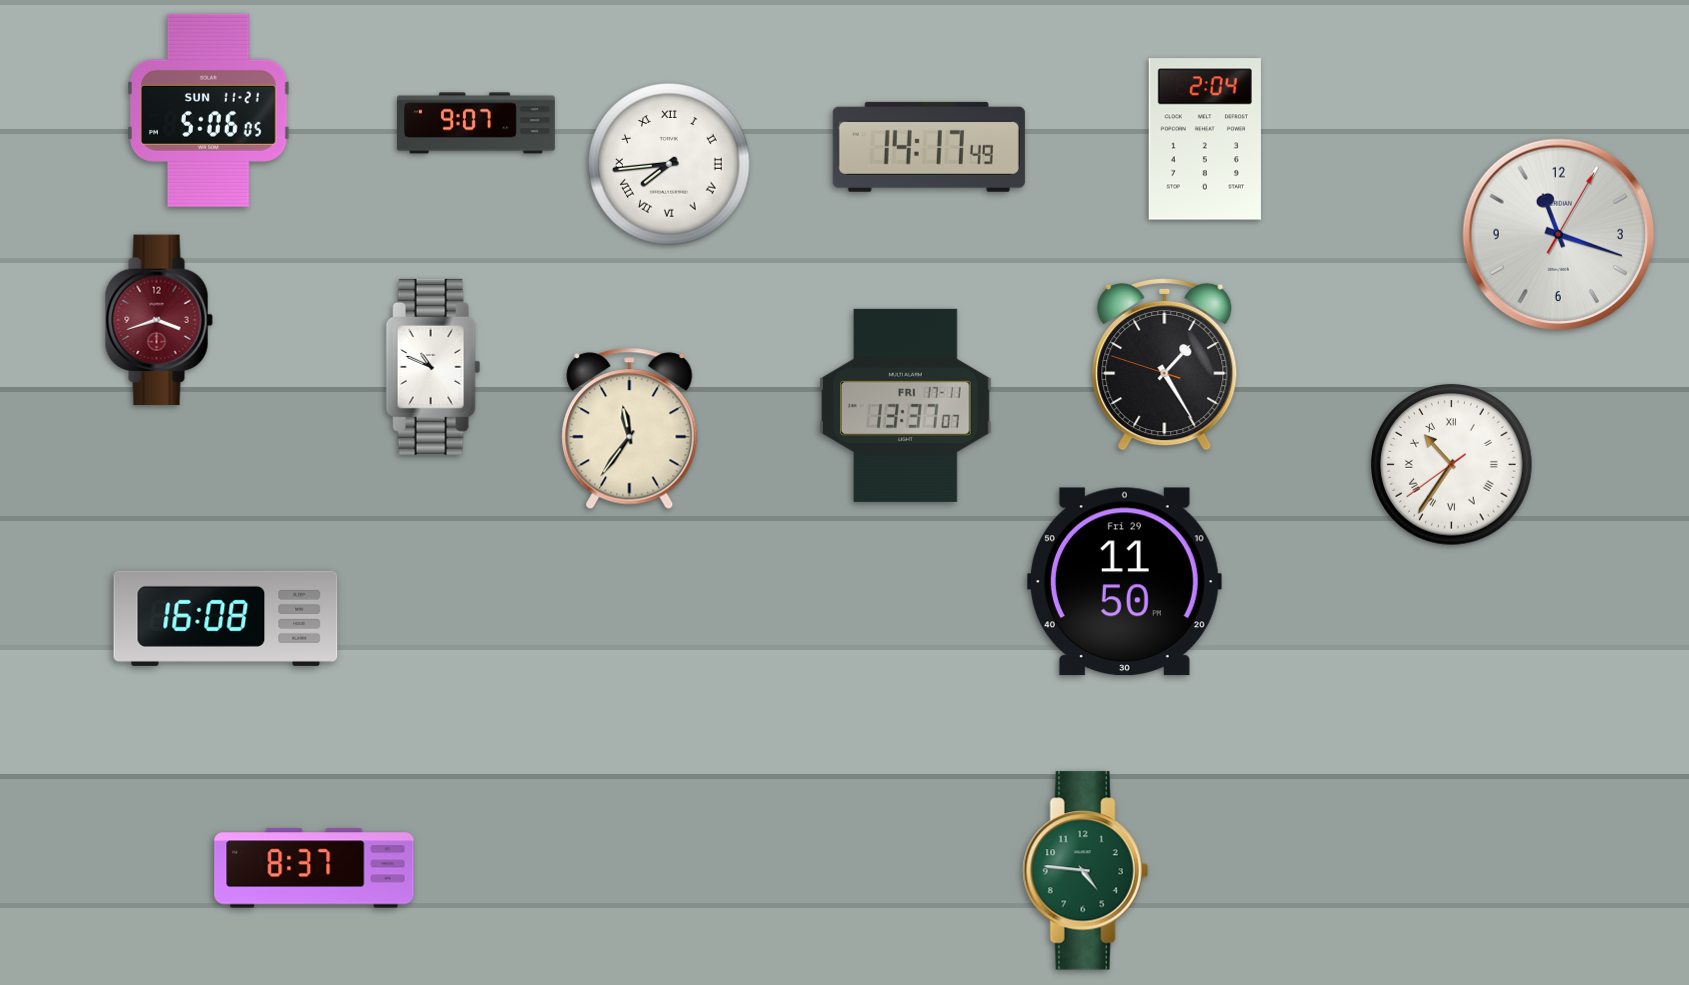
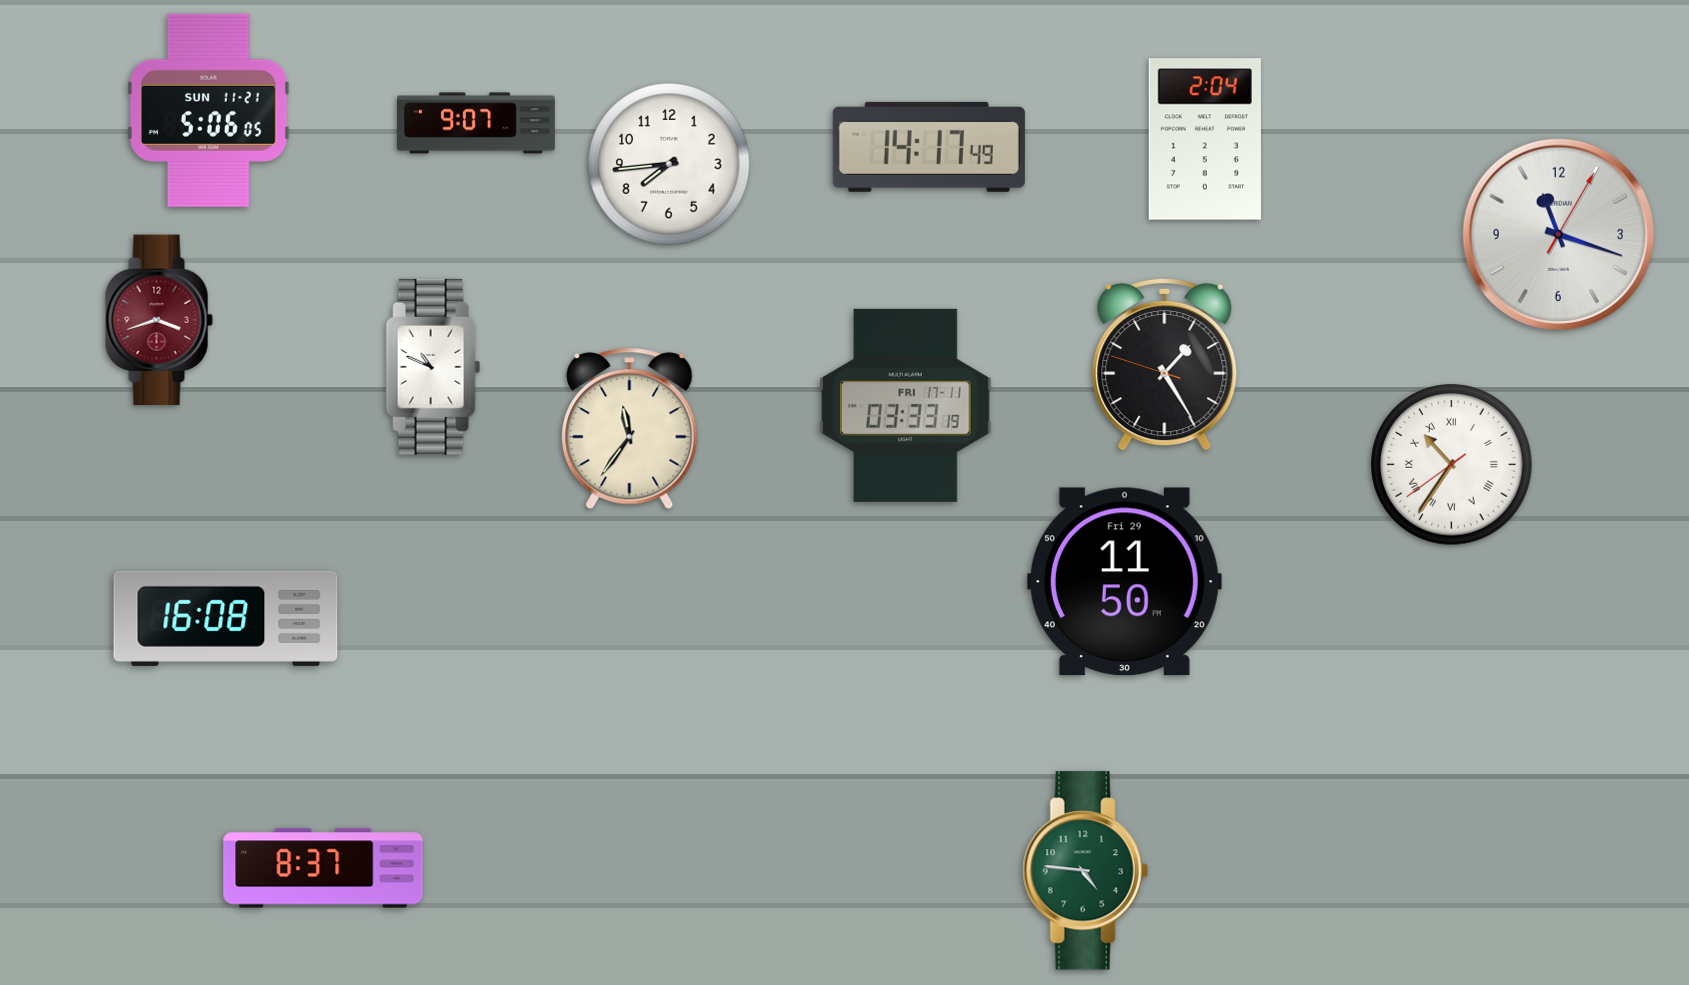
clock at (669, 164) numerals: Roman -> Arabic
clock at (906, 405): 13:37 -> 03:33
clock at (314, 868) position: (314, 868) -> (323, 868)
